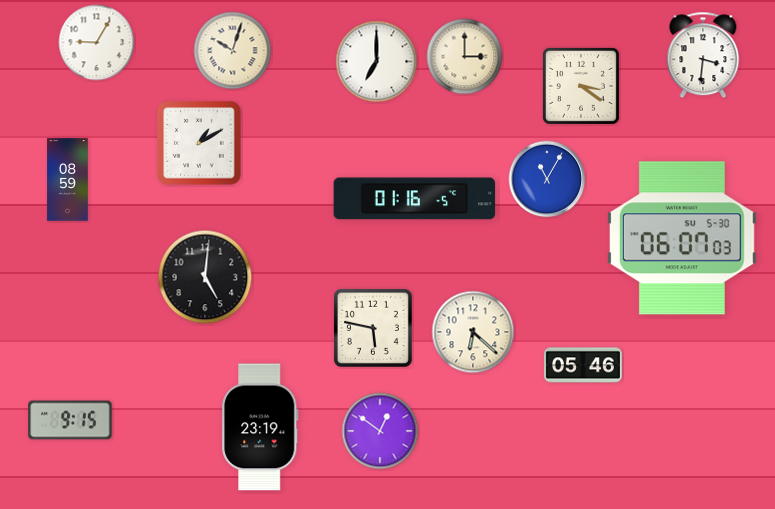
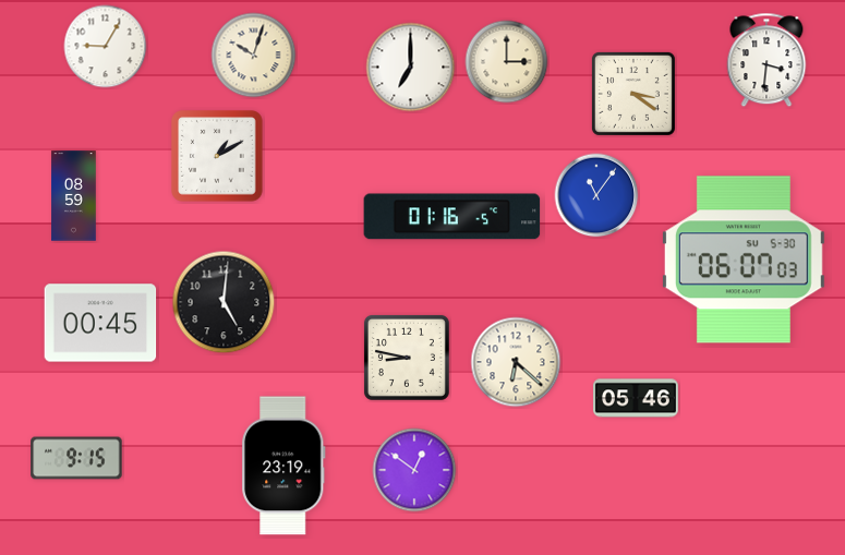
clock at (547, 179): 11:05 -> 11:06
clock at (100, 323): none -> 00:45
clock at (373, 328): 5:47 -> 8:47
